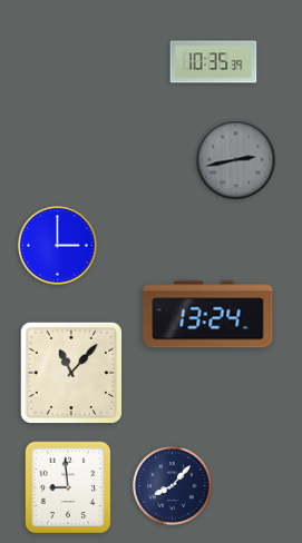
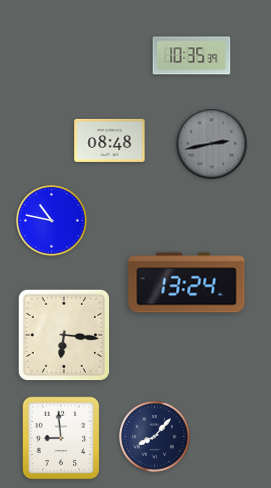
clock at (110, 140): none -> 08:48
clock at (58, 246): 3:00 -> 10:47
clock at (71, 373): 11:07 -> 6:16
